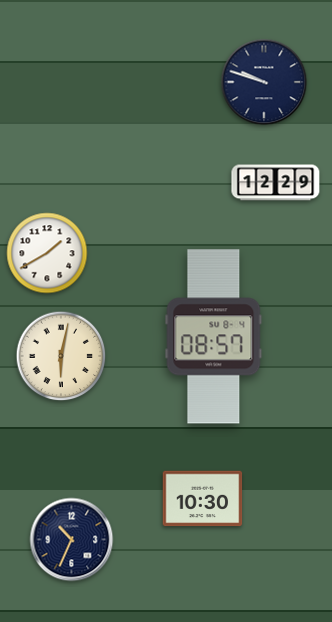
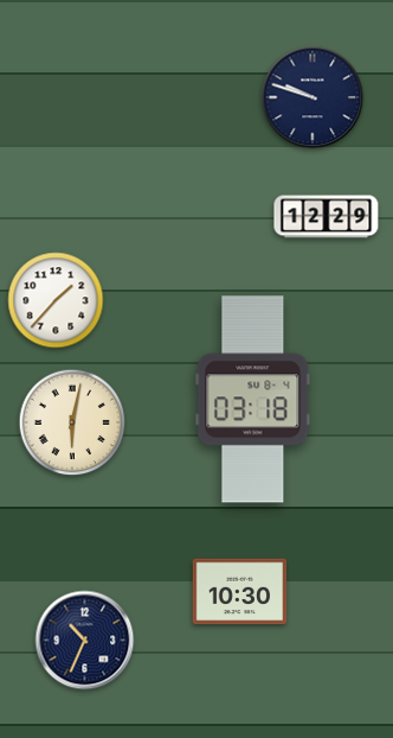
clock at (47, 253): 1:40 -> 1:37
clock at (214, 337): 08:57 -> 03:18
